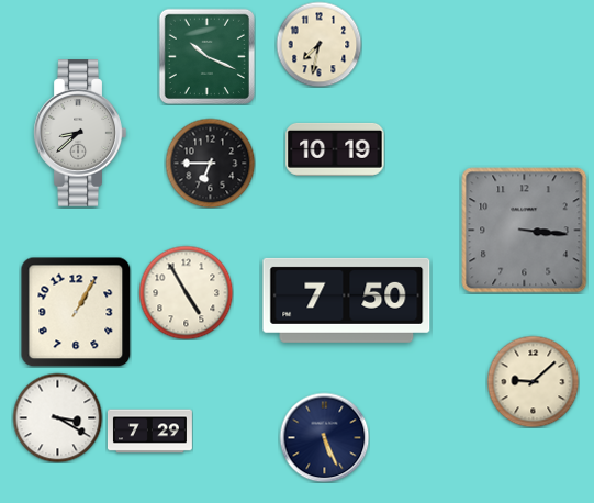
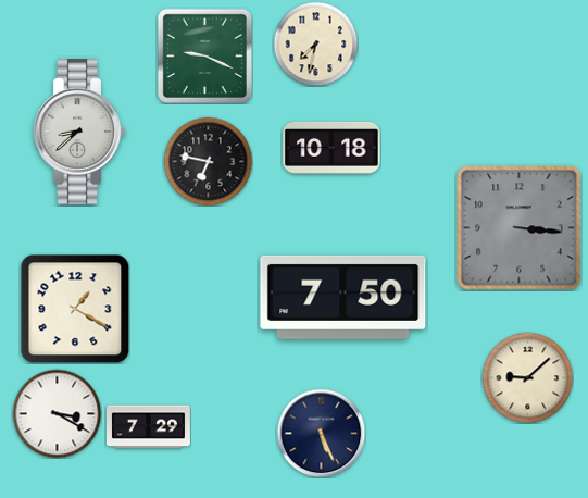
clock at (206, 56): 10:19 -> 9:19
clock at (335, 149): 10:19 -> 10:18
clock at (210, 163): 6:45 -> 6:47
clock at (186, 292): 4:55 -> none
clock at (76, 312): 1:05 -> 1:20
